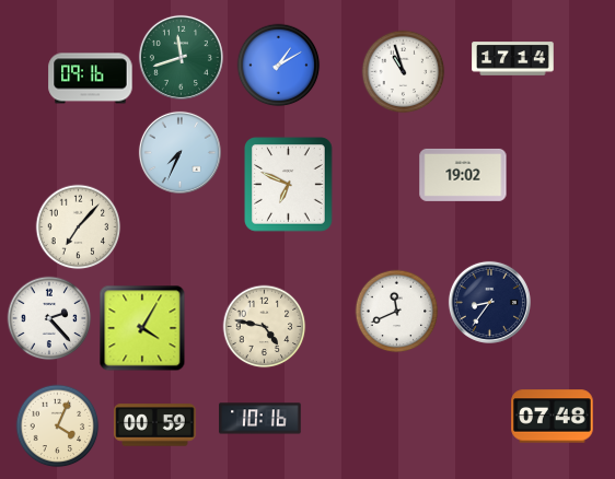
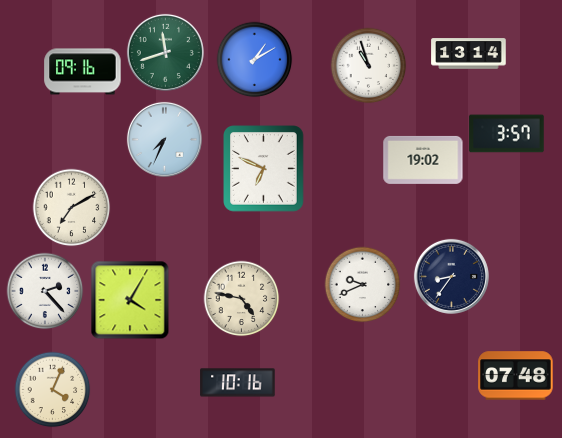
clock at (513, 59): 17:14 -> 13:14
clock at (507, 134): none -> 3:57
clock at (79, 227): 7:07 -> 7:10
clock at (489, 302) position: (489, 302) -> (451, 276)
clock at (397, 312): 11:41 -> 9:41
clock at (553, 417) position: (553, 417) -> (516, 376)
clock at (155, 425): 00:59 -> none
